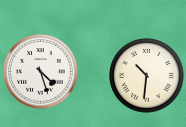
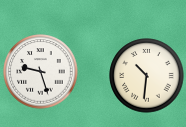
clock at (41, 72): 4:27 -> 9:27
